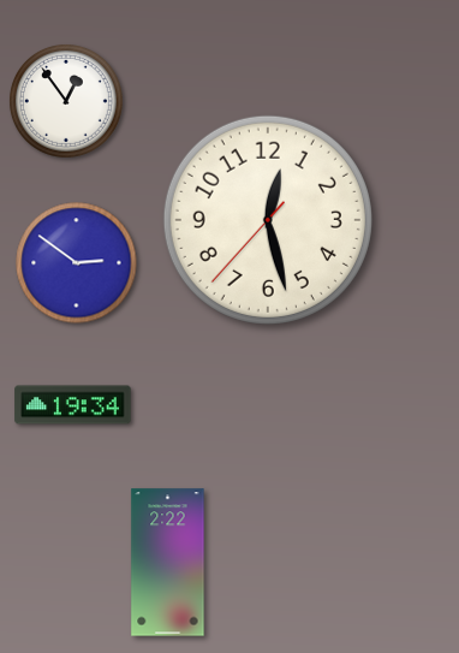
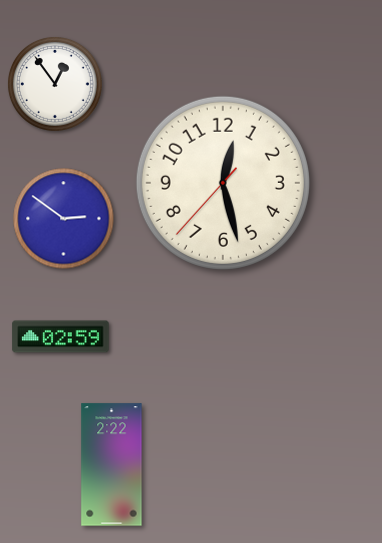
clock at (73, 405): 19:34 -> 02:59
clock at (168, 563) position: (168, 563) -> (112, 465)
